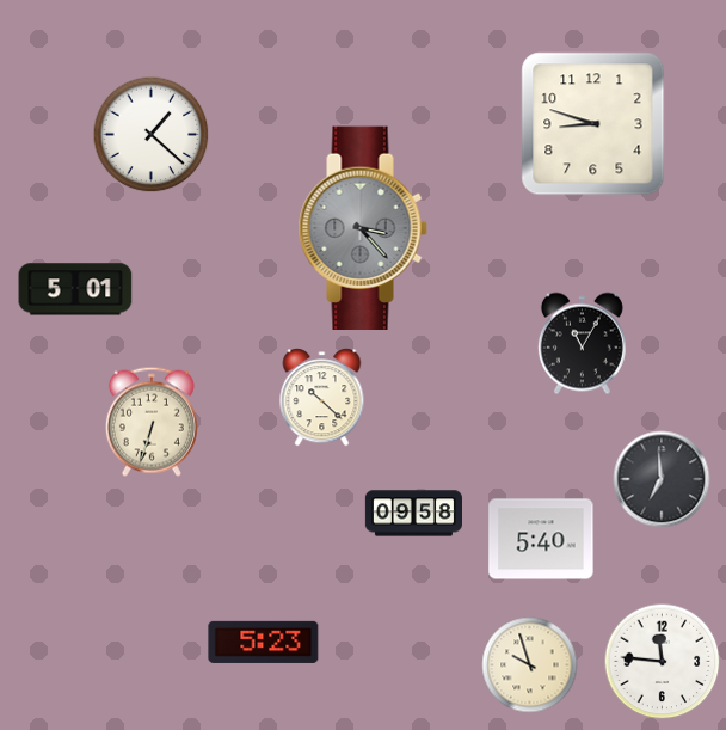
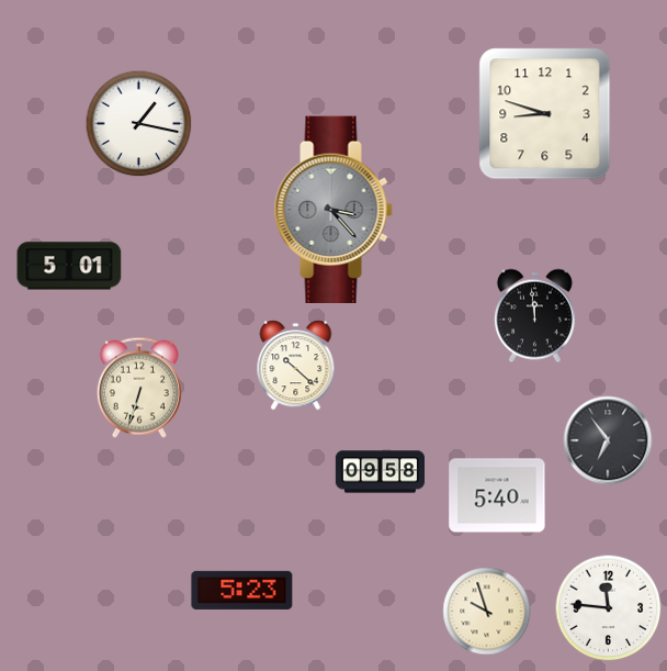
clock at (152, 135): 1:22 -> 1:17
clock at (582, 344): 11:05 -> 11:59
clock at (662, 479): 6:59 -> 6:54
